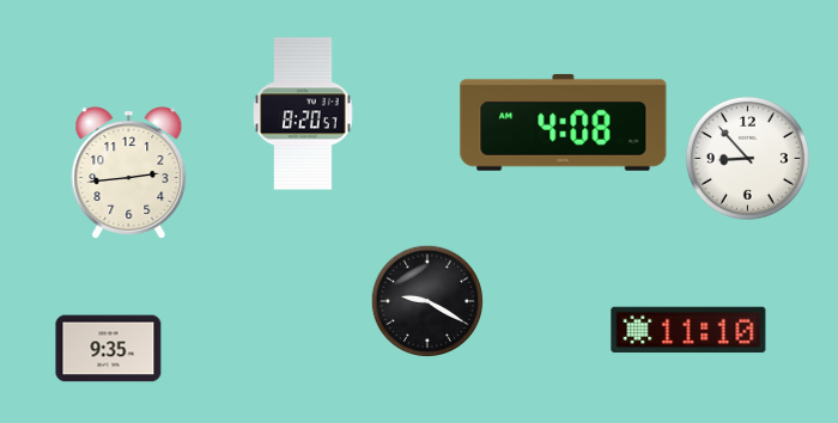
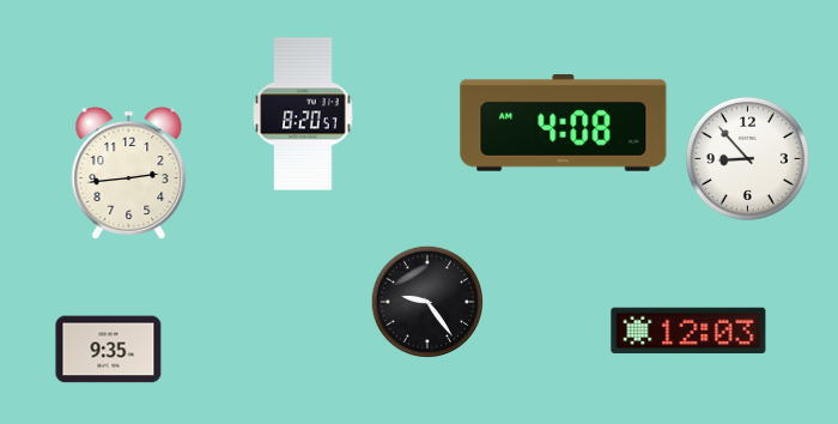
clock at (426, 300): 9:20 -> 9:24
clock at (688, 330): 11:10 -> 12:03
